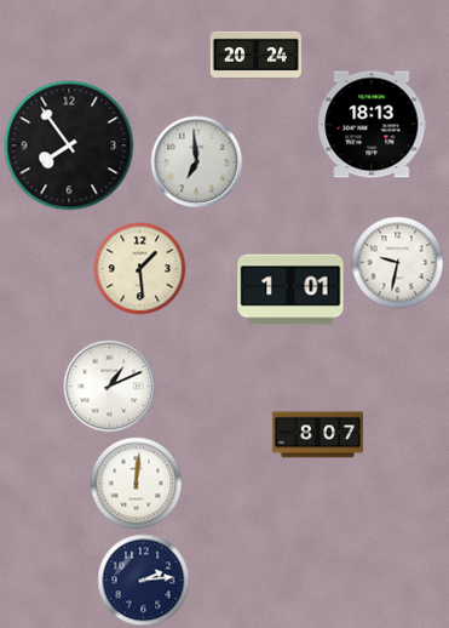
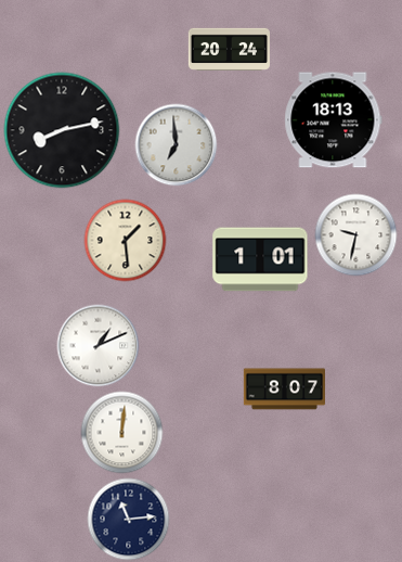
clock at (373, 125) position: (373, 125) -> (334, 120)
clock at (69, 145): 7:54 -> 8:13
clock at (144, 581): 2:14 -> 11:14
